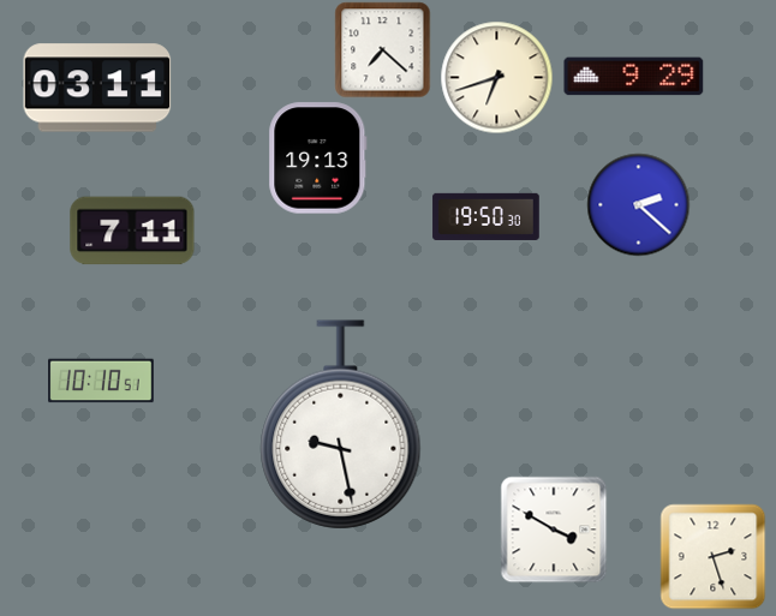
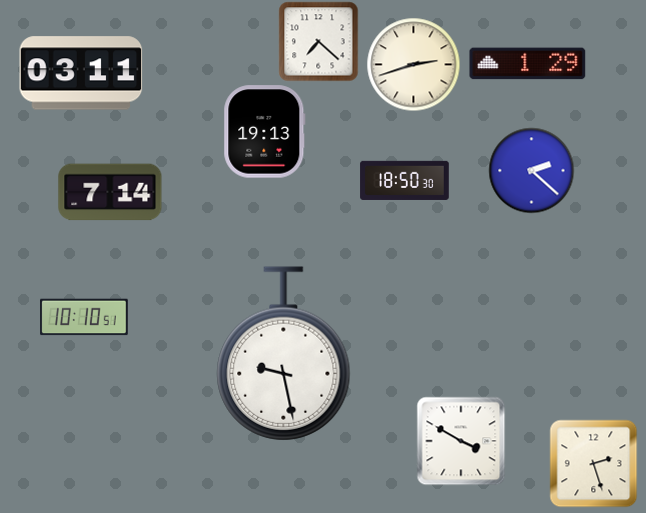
clock at (496, 77): 6:42 -> 2:42
clock at (634, 77): 9:29 -> 1:29
clock at (487, 216): 19:50 -> 18:50
clock at (132, 231): 7:11 -> 7:14
